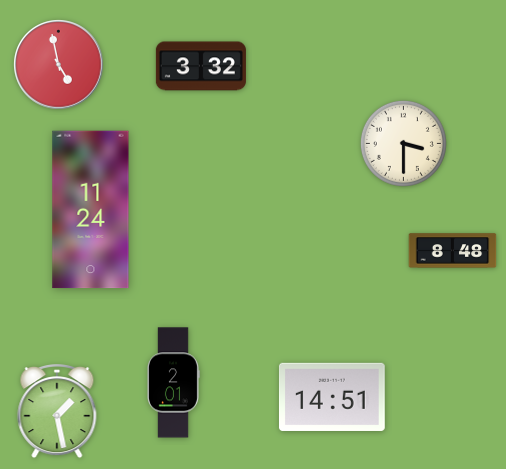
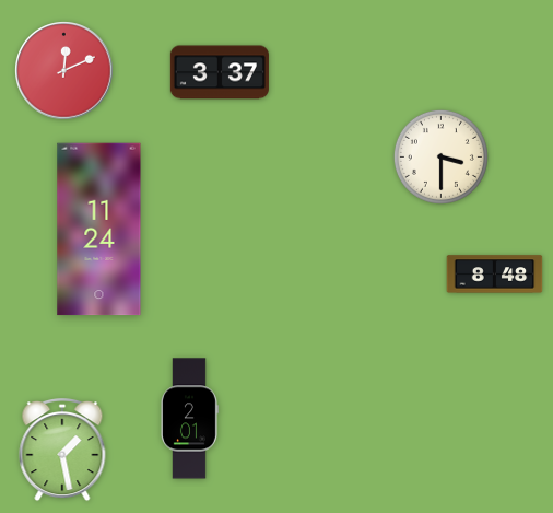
clock at (59, 65): 4:58 -> 12:11
clock at (201, 66): 3:32 -> 3:37
clock at (332, 397): 14:51 -> none
